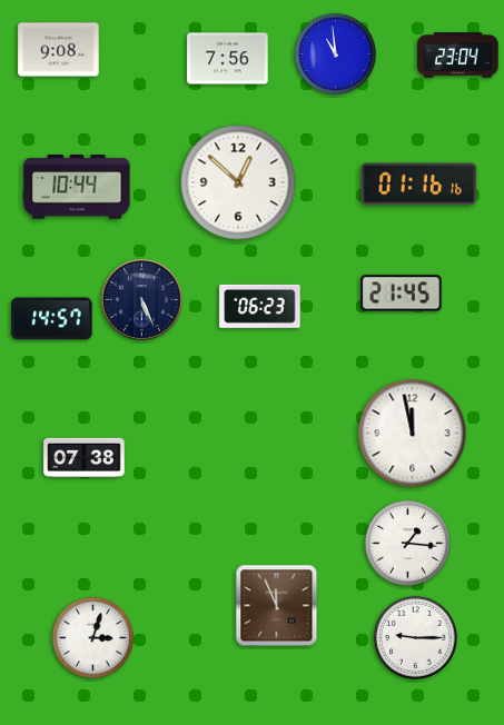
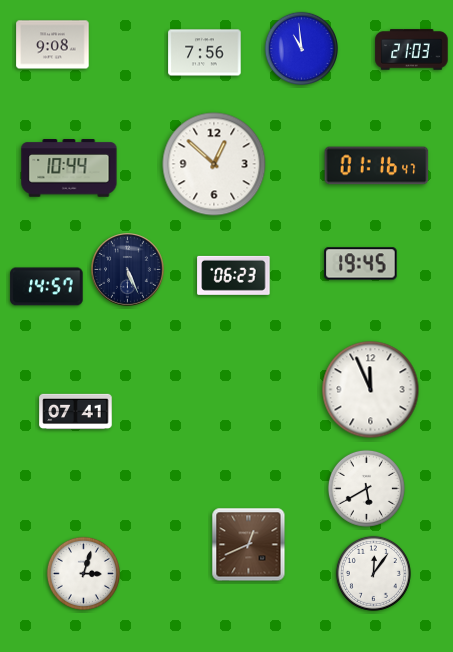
clock at (458, 56): 23:04 -> 21:03
clock at (419, 185): 01:16:16 -> 01:16:47
clock at (402, 294): 21:45 -> 19:45
clock at (413, 434): 11:58 -> 11:56
clock at (85, 458): 07:38 -> 07:41
clock at (407, 543): 1:16 -> 5:40
clock at (277, 606): 11:56 -> 12:41
clock at (415, 637): 9:15 -> 12:06
